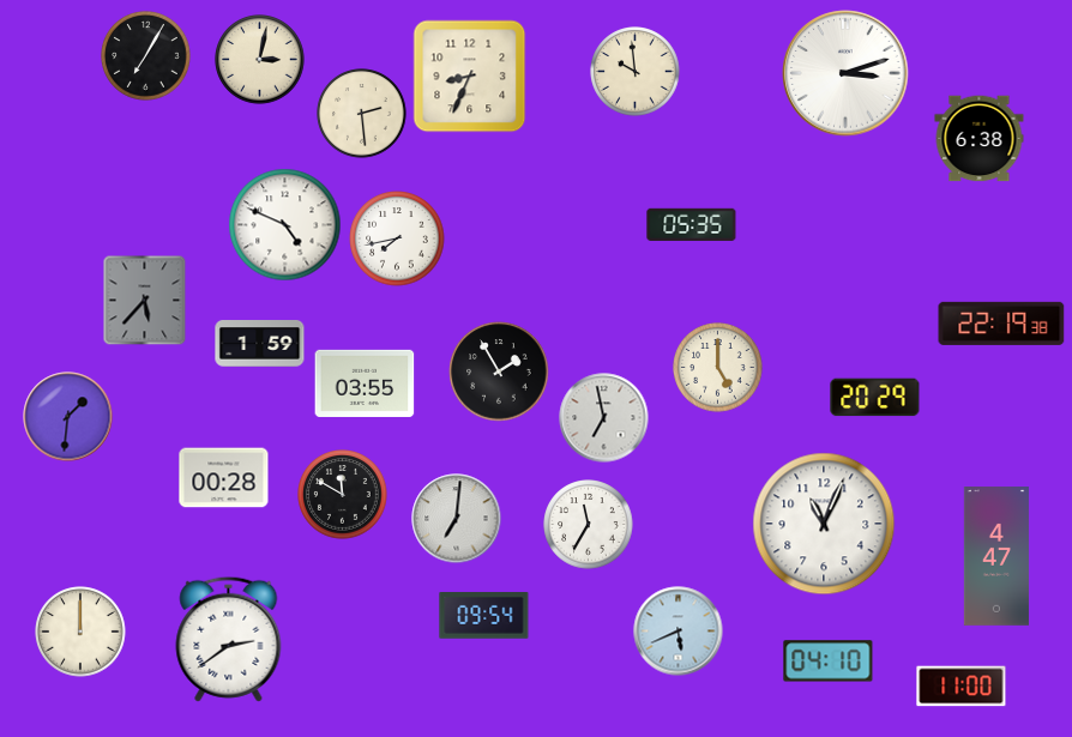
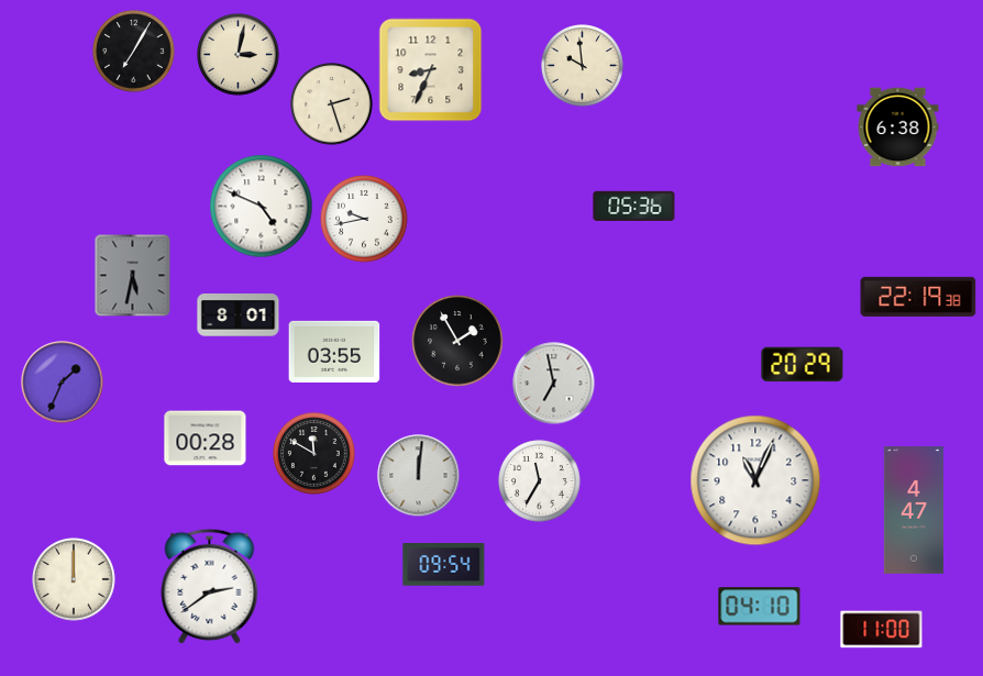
clock at (845, 73): 3:12 -> none
clock at (362, 114): 2:29 -> 2:27
clock at (692, 224): 05:35 -> 05:36
clock at (397, 238): 7:43 -> 9:43
clock at (145, 301): 5:37 -> 5:32
clock at (260, 344): 1:59 -> 8:01
clock at (718, 368): 5:00 -> none
clock at (68, 417): 1:31 -> 1:34
clock at (457, 519): 7:01 -> 12:01
clock at (679, 632): 5:41 -> none
